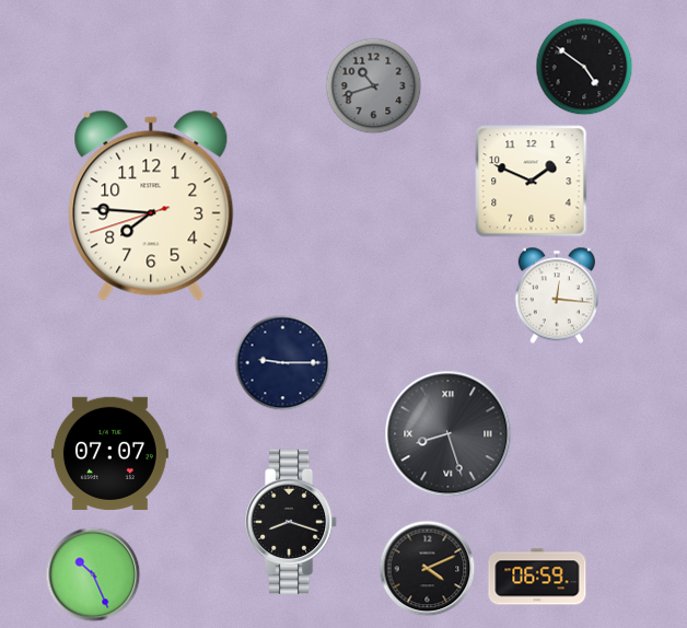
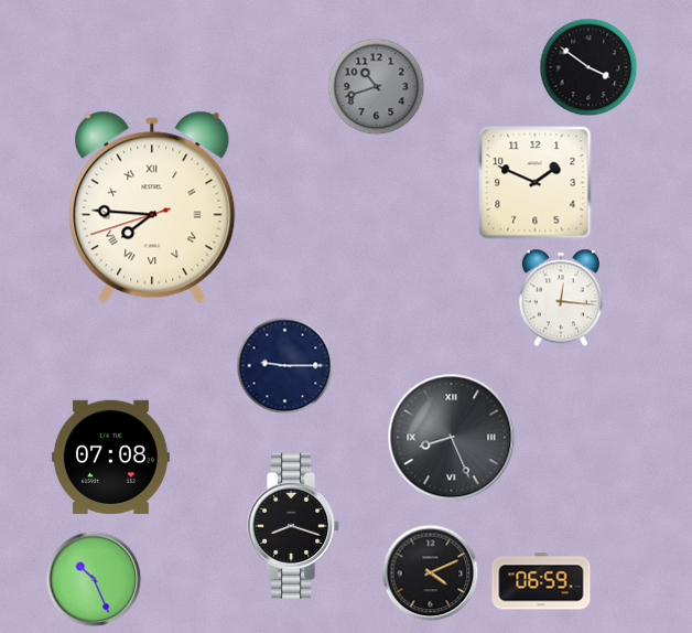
clock at (584, 67): 4:51 -> 3:51
clock at (151, 206) numerals: Arabic -> Roman
clock at (449, 434): 8:27 -> 8:26
clock at (109, 453): 07:07 -> 07:08
